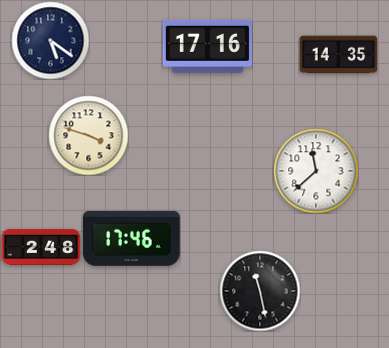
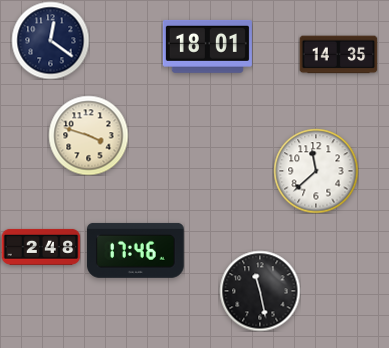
clock at (50, 40): 5:21 -> 12:21
clock at (207, 46): 17:16 -> 18:01
clock at (132, 238) position: (132, 238) -> (136, 250)
